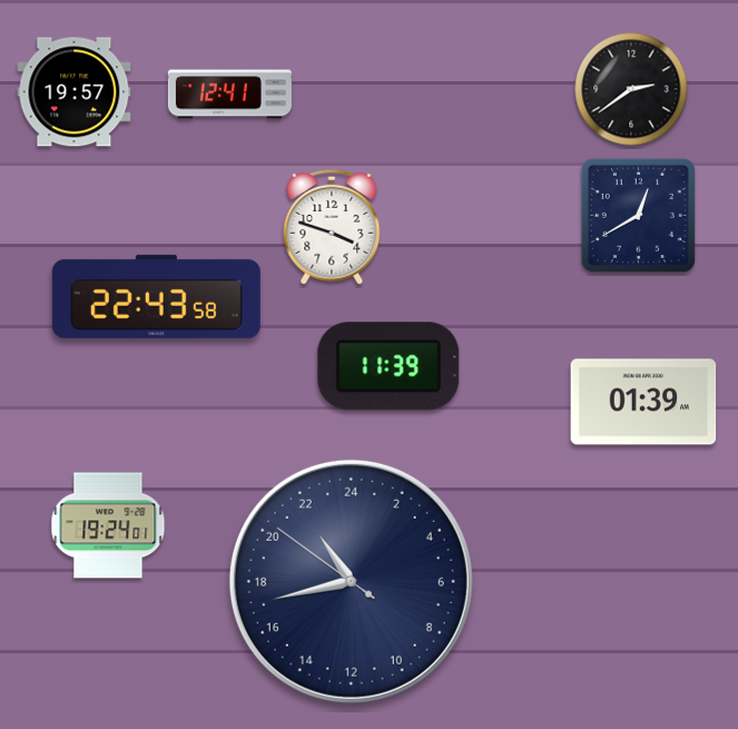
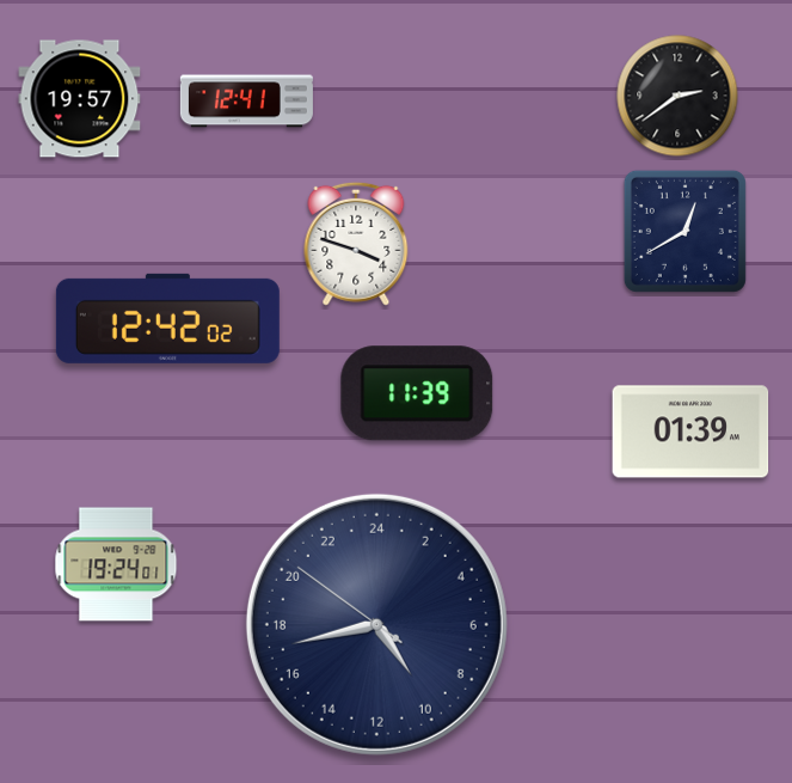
clock at (156, 296): 22:43 -> 12:42
clock at (351, 581): 21:42 -> 9:42
